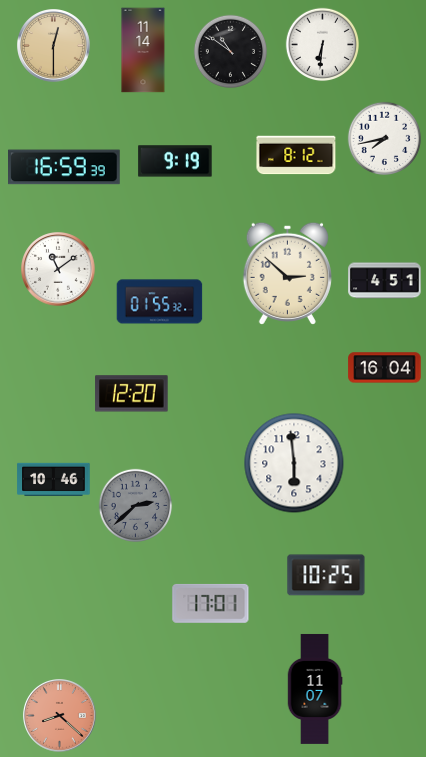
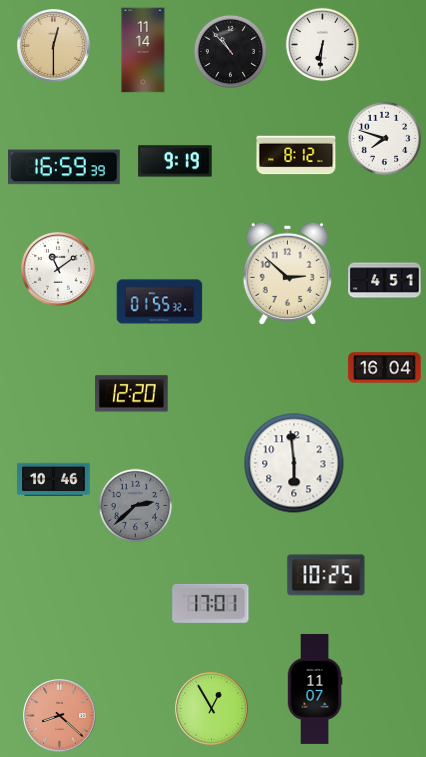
clock at (231, 52): 10:51 -> 10:53
clock at (385, 139): 7:43 -> 7:48
clock at (212, 709): none -> 12:55
